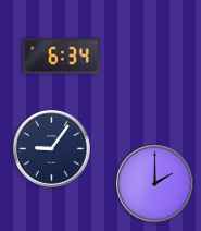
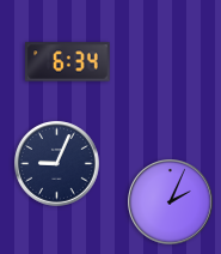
clock at (52, 149): 9:06 -> 9:04
clock at (155, 184): 2:00 -> 2:04
